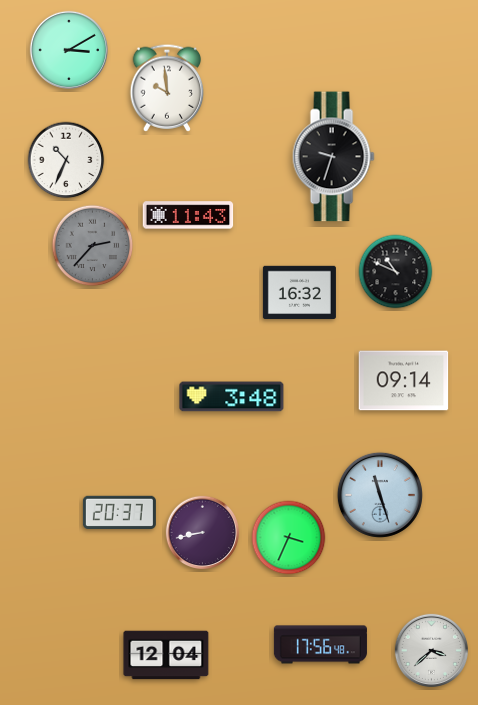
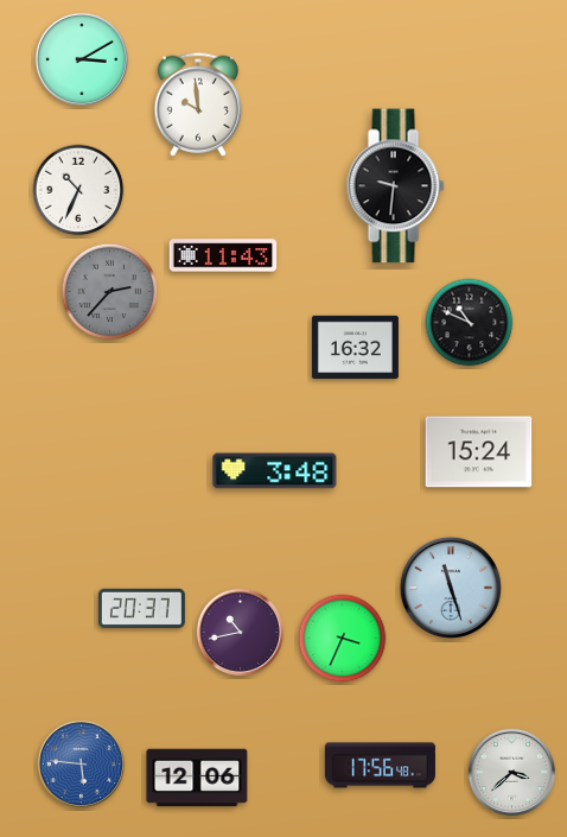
clock at (333, 157): 9:33 -> 9:31
clock at (404, 381): 09:14 -> 15:24
clock at (202, 532): 8:43 -> 10:43
clock at (81, 763): none -> 5:46
clock at (166, 655): 12:04 -> 12:06
